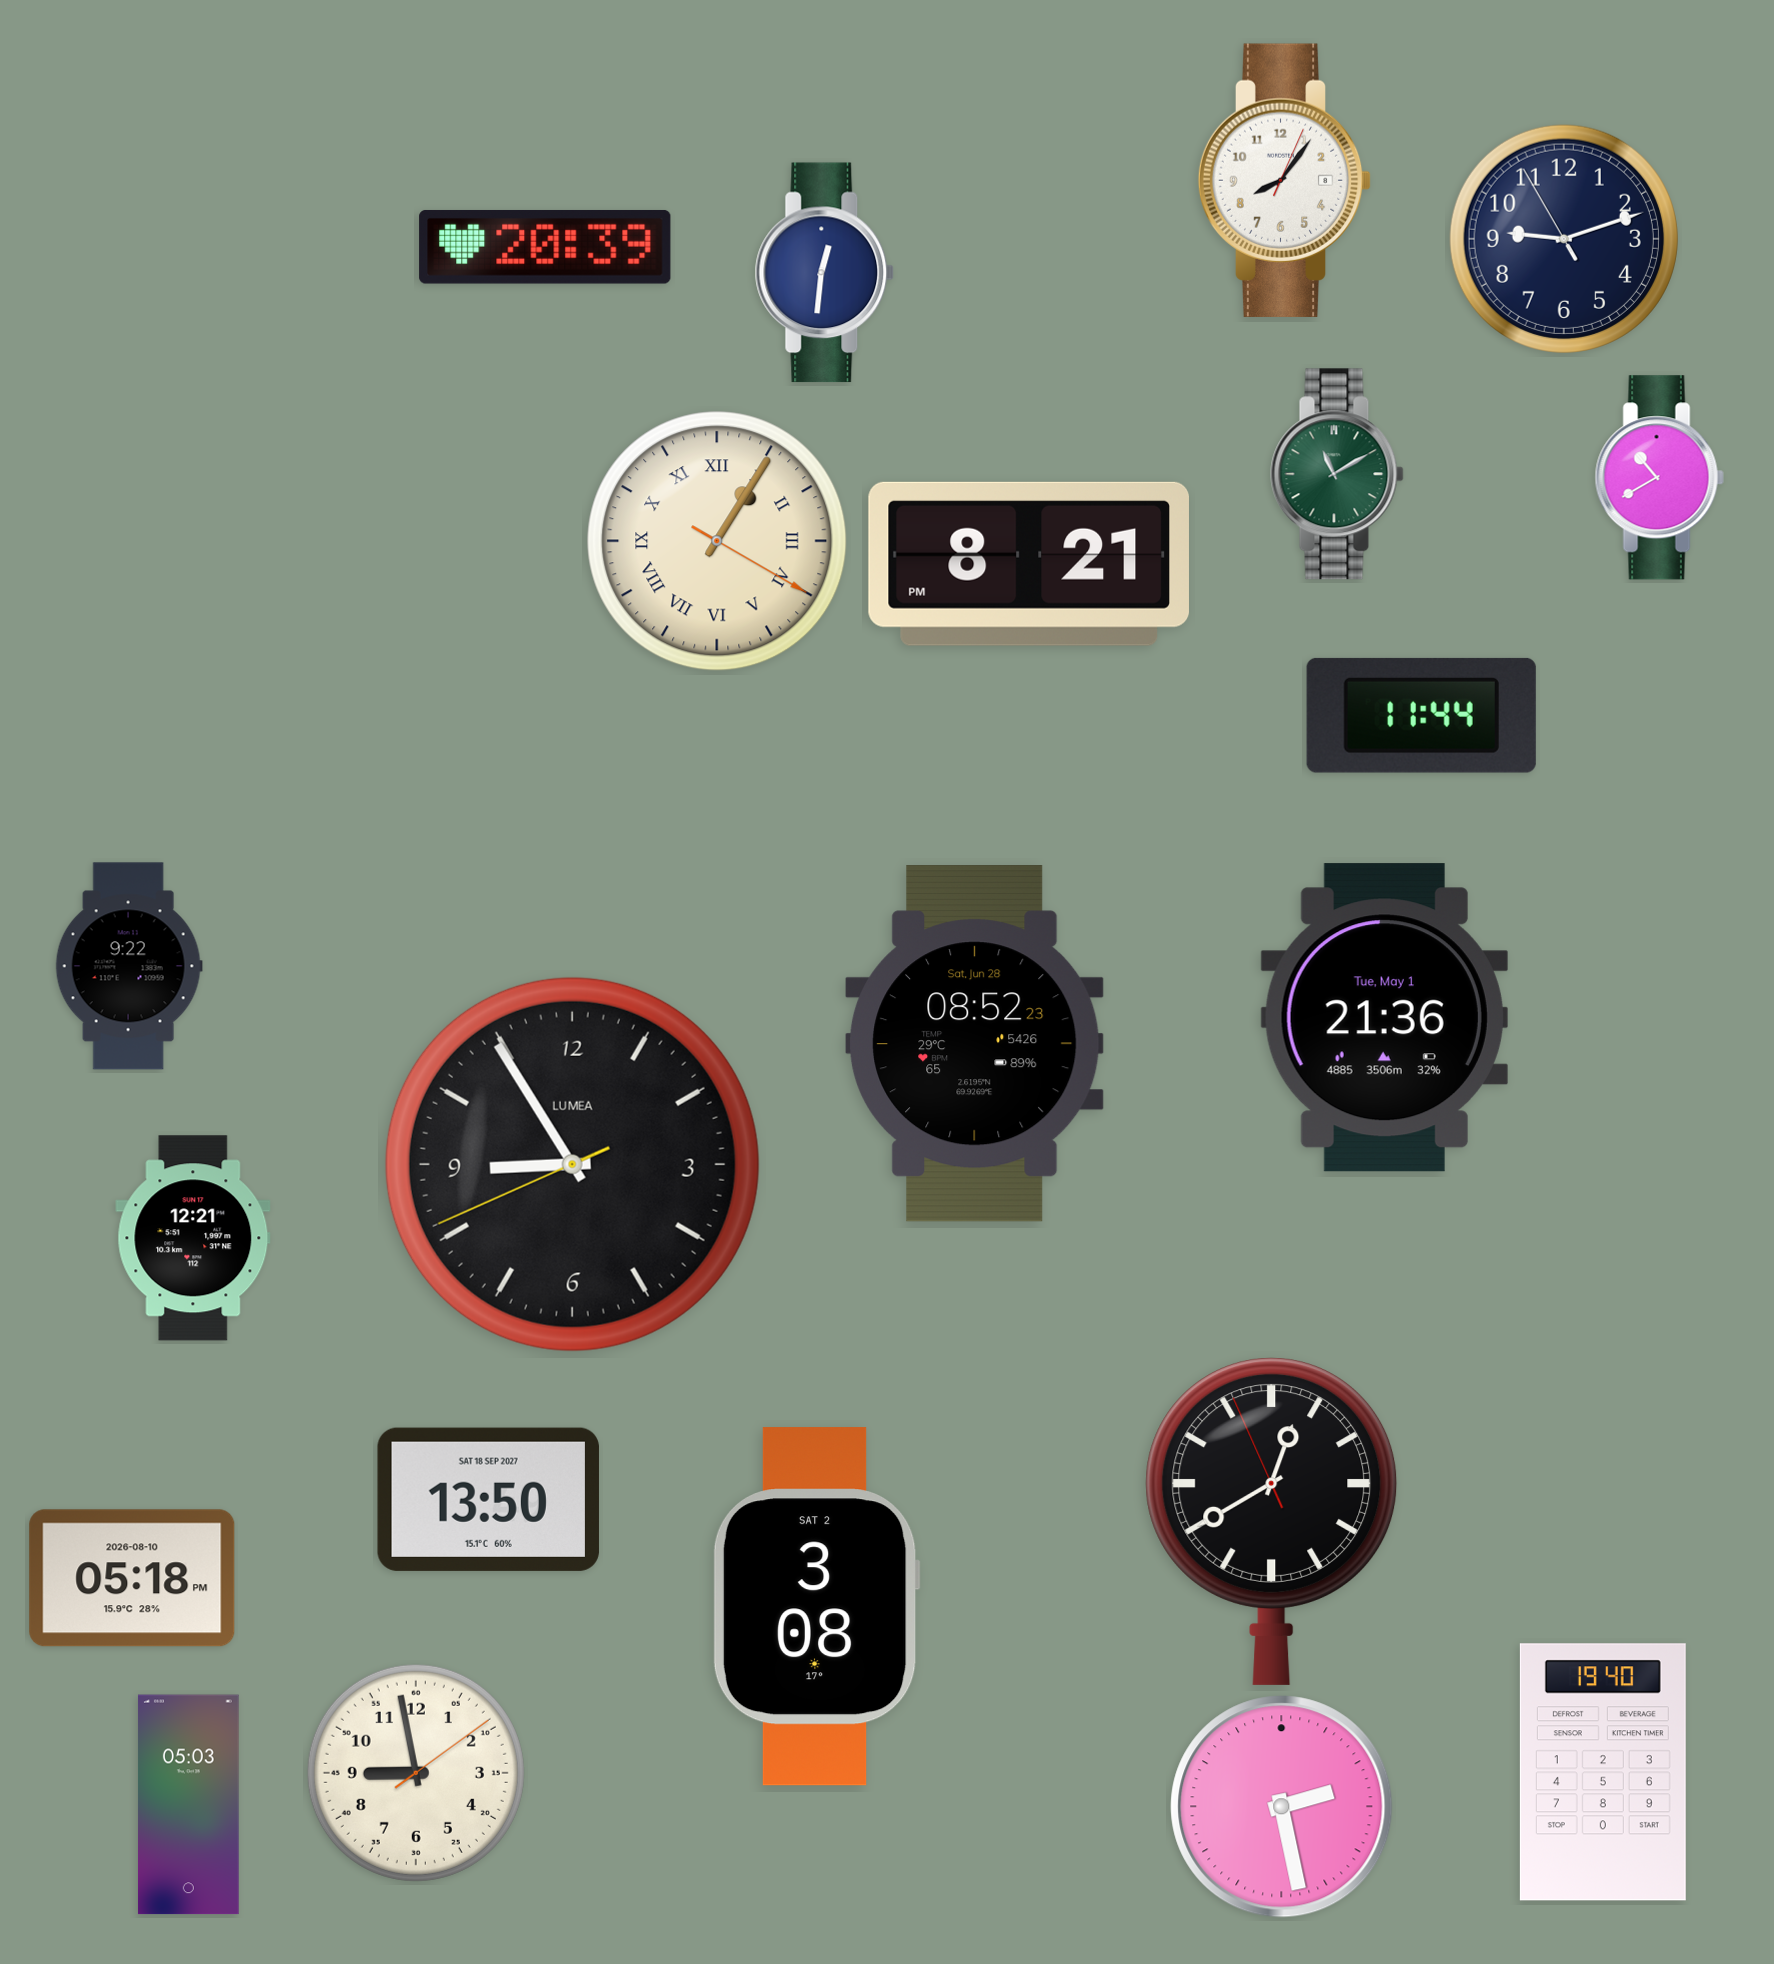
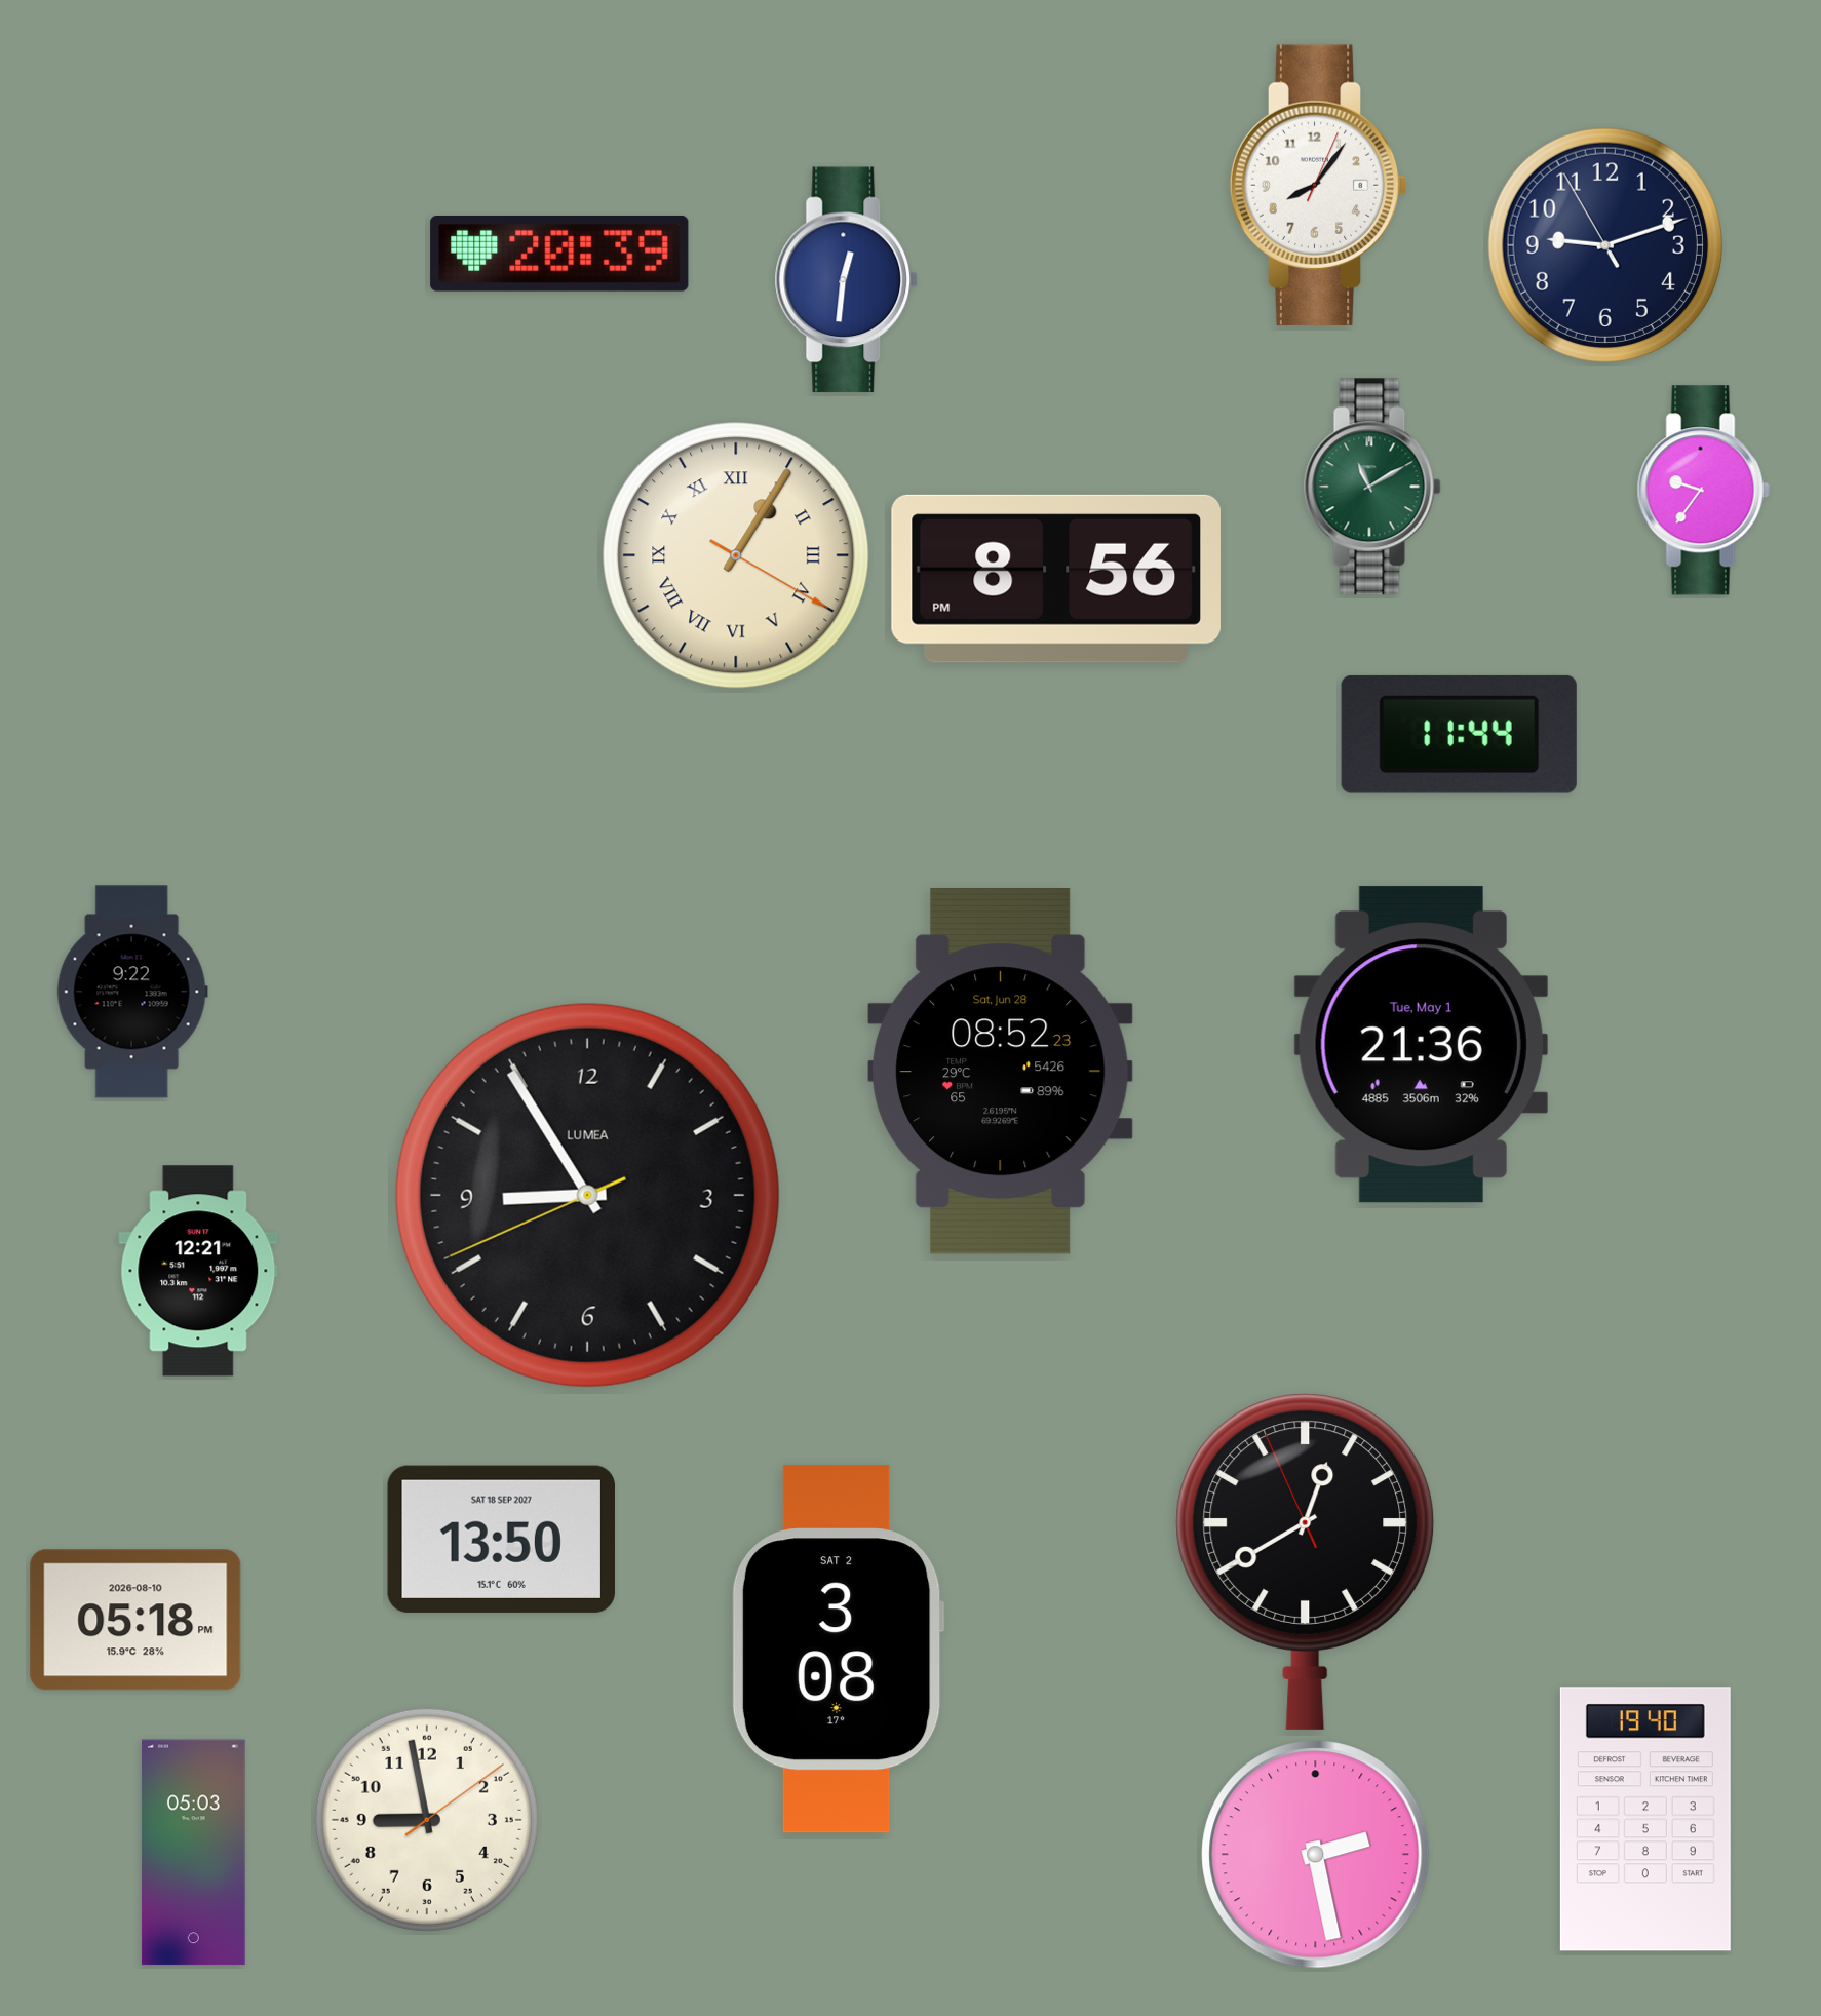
clock at (1659, 478): 10:40 -> 9:36
clock at (1029, 564): 8:21 -> 8:56
